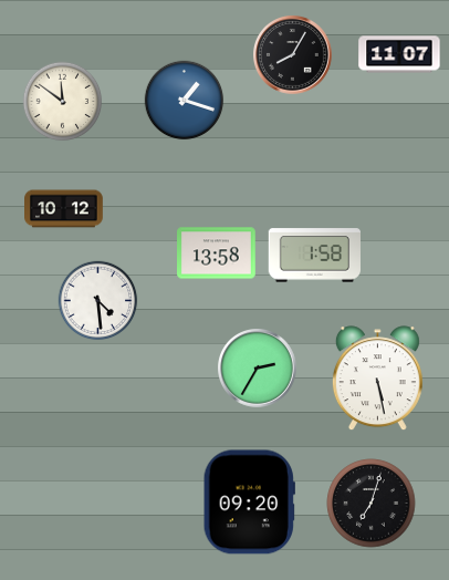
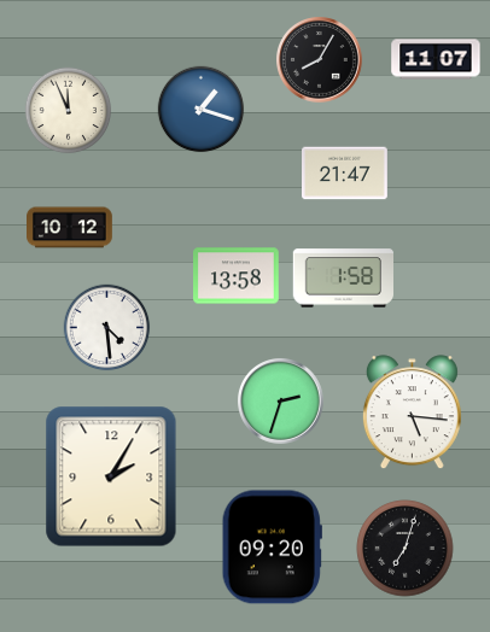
clock at (63, 102): 11:51 -> 11:56
clock at (345, 174): none -> 21:47
clock at (258, 369): 2:35 -> 2:33
clock at (377, 379): 5:28 -> 5:16
clock at (111, 476): none -> 2:05
